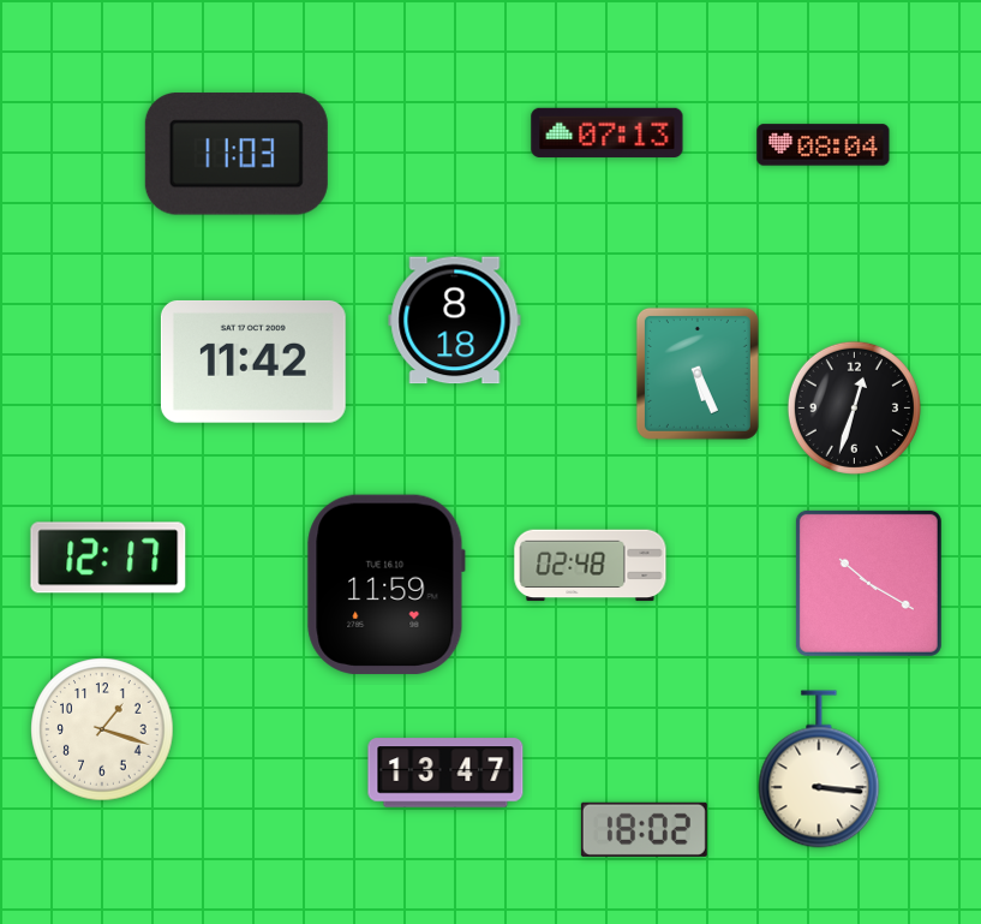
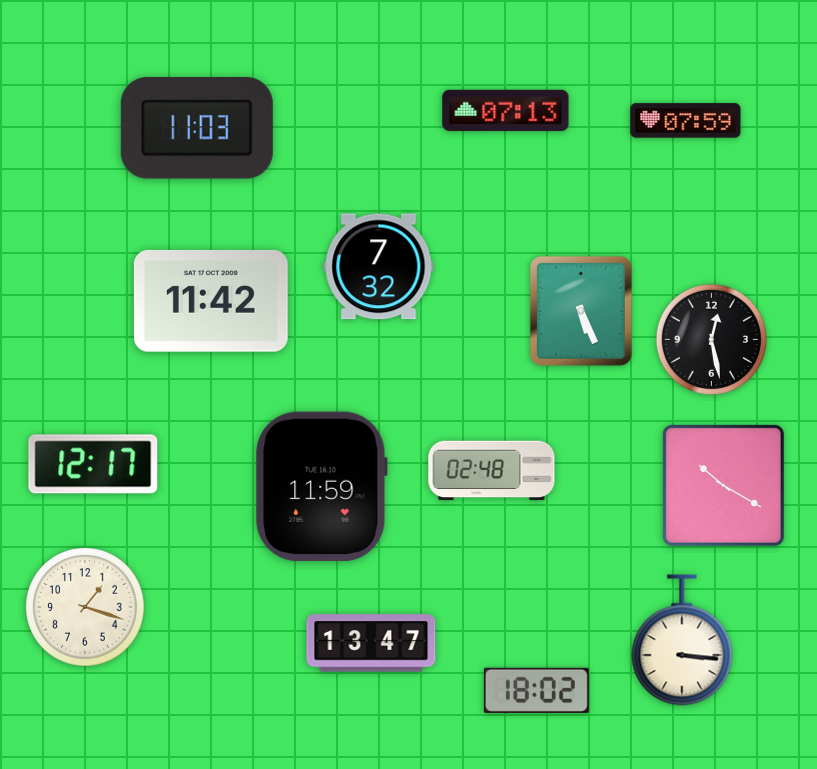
clock at (824, 145): 08:04 -> 07:59
clock at (455, 321): 8:18 -> 7:32
clock at (854, 407): 12:33 -> 12:28
clock at (108, 558) position: (108, 558) -> (93, 464)
